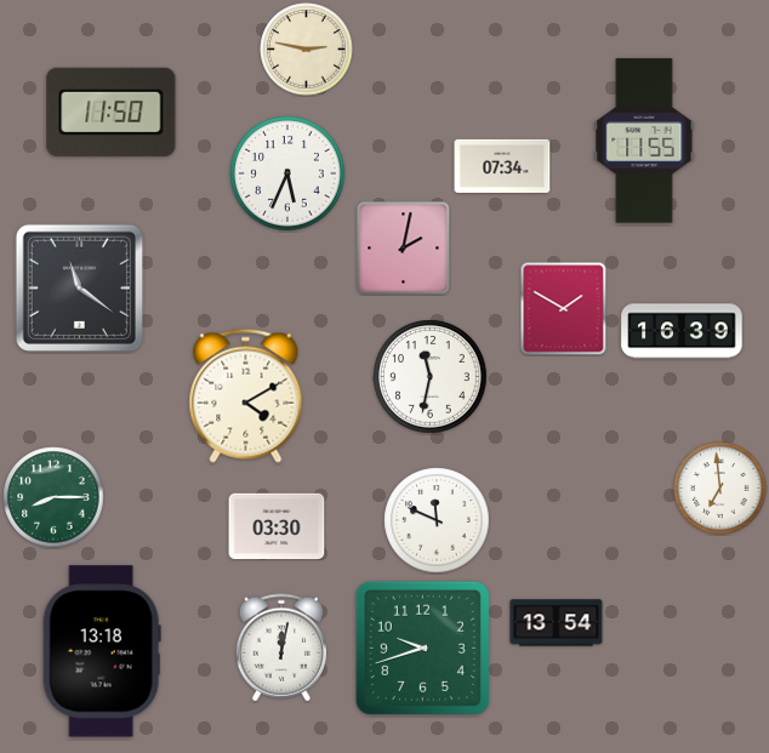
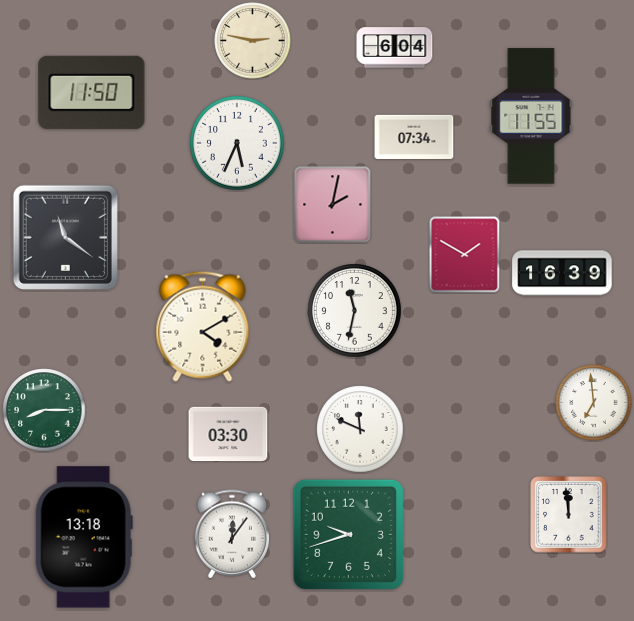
clock at (395, 48): none -> 6:04
clock at (557, 623): 13:54 -> none
clock at (569, 515): none -> 11:59
clock at (280, 648): 12:02 -> 12:06
